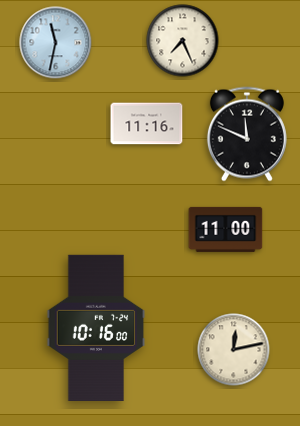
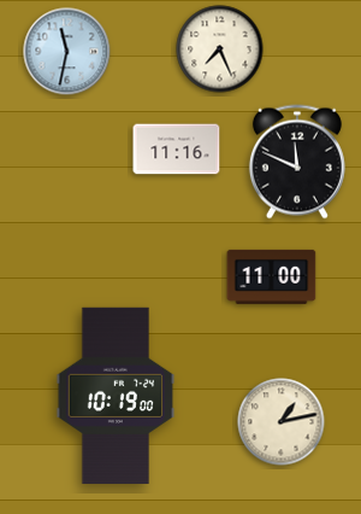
clock at (96, 327): 10:16 -> 10:19
clock at (234, 350): 12:13 -> 1:13
